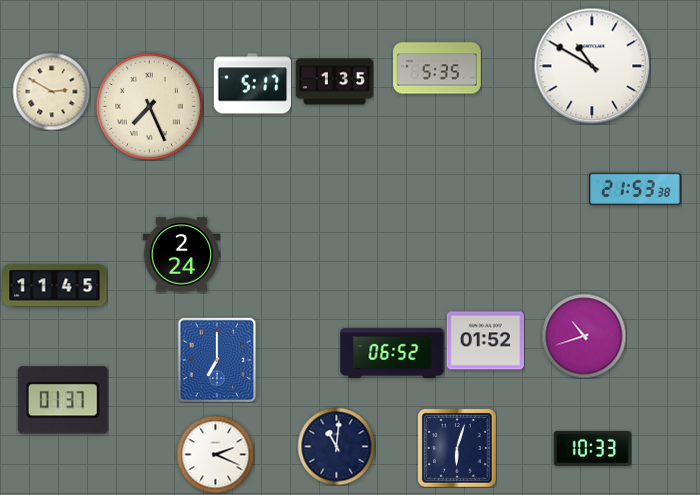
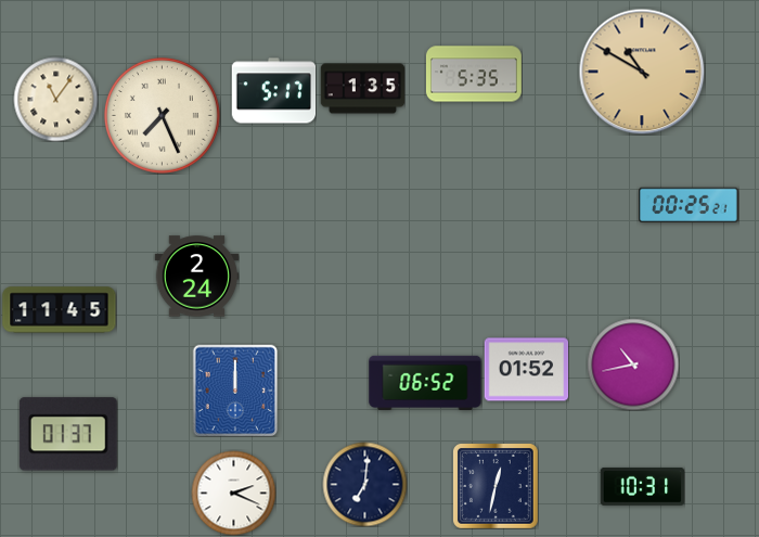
clock at (592, 66) dial: white -> champagne
clock at (51, 91): 2:50 -> 11:06
clock at (636, 188): 21:53 -> 00:25
clock at (584, 336): 10:42 -> 10:43
clock at (217, 360): 7:00 -> 12:00
clock at (336, 446): 11:01 -> 7:01
clock at (457, 448): 6:03 -> 12:32
clock at (592, 448): 10:33 -> 10:31
